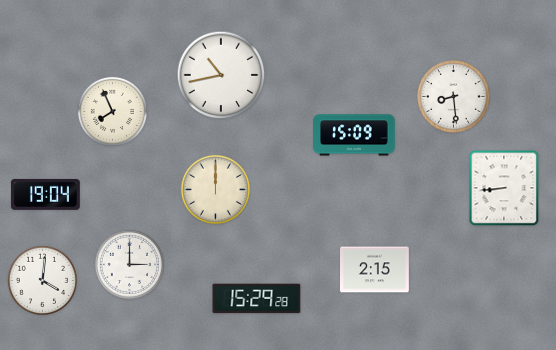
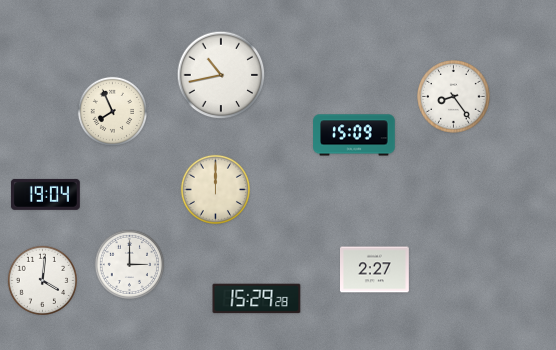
clock at (454, 97): 8:29 -> 8:24
clock at (504, 188): 8:44 -> none
clock at (375, 270): 2:15 -> 2:27
